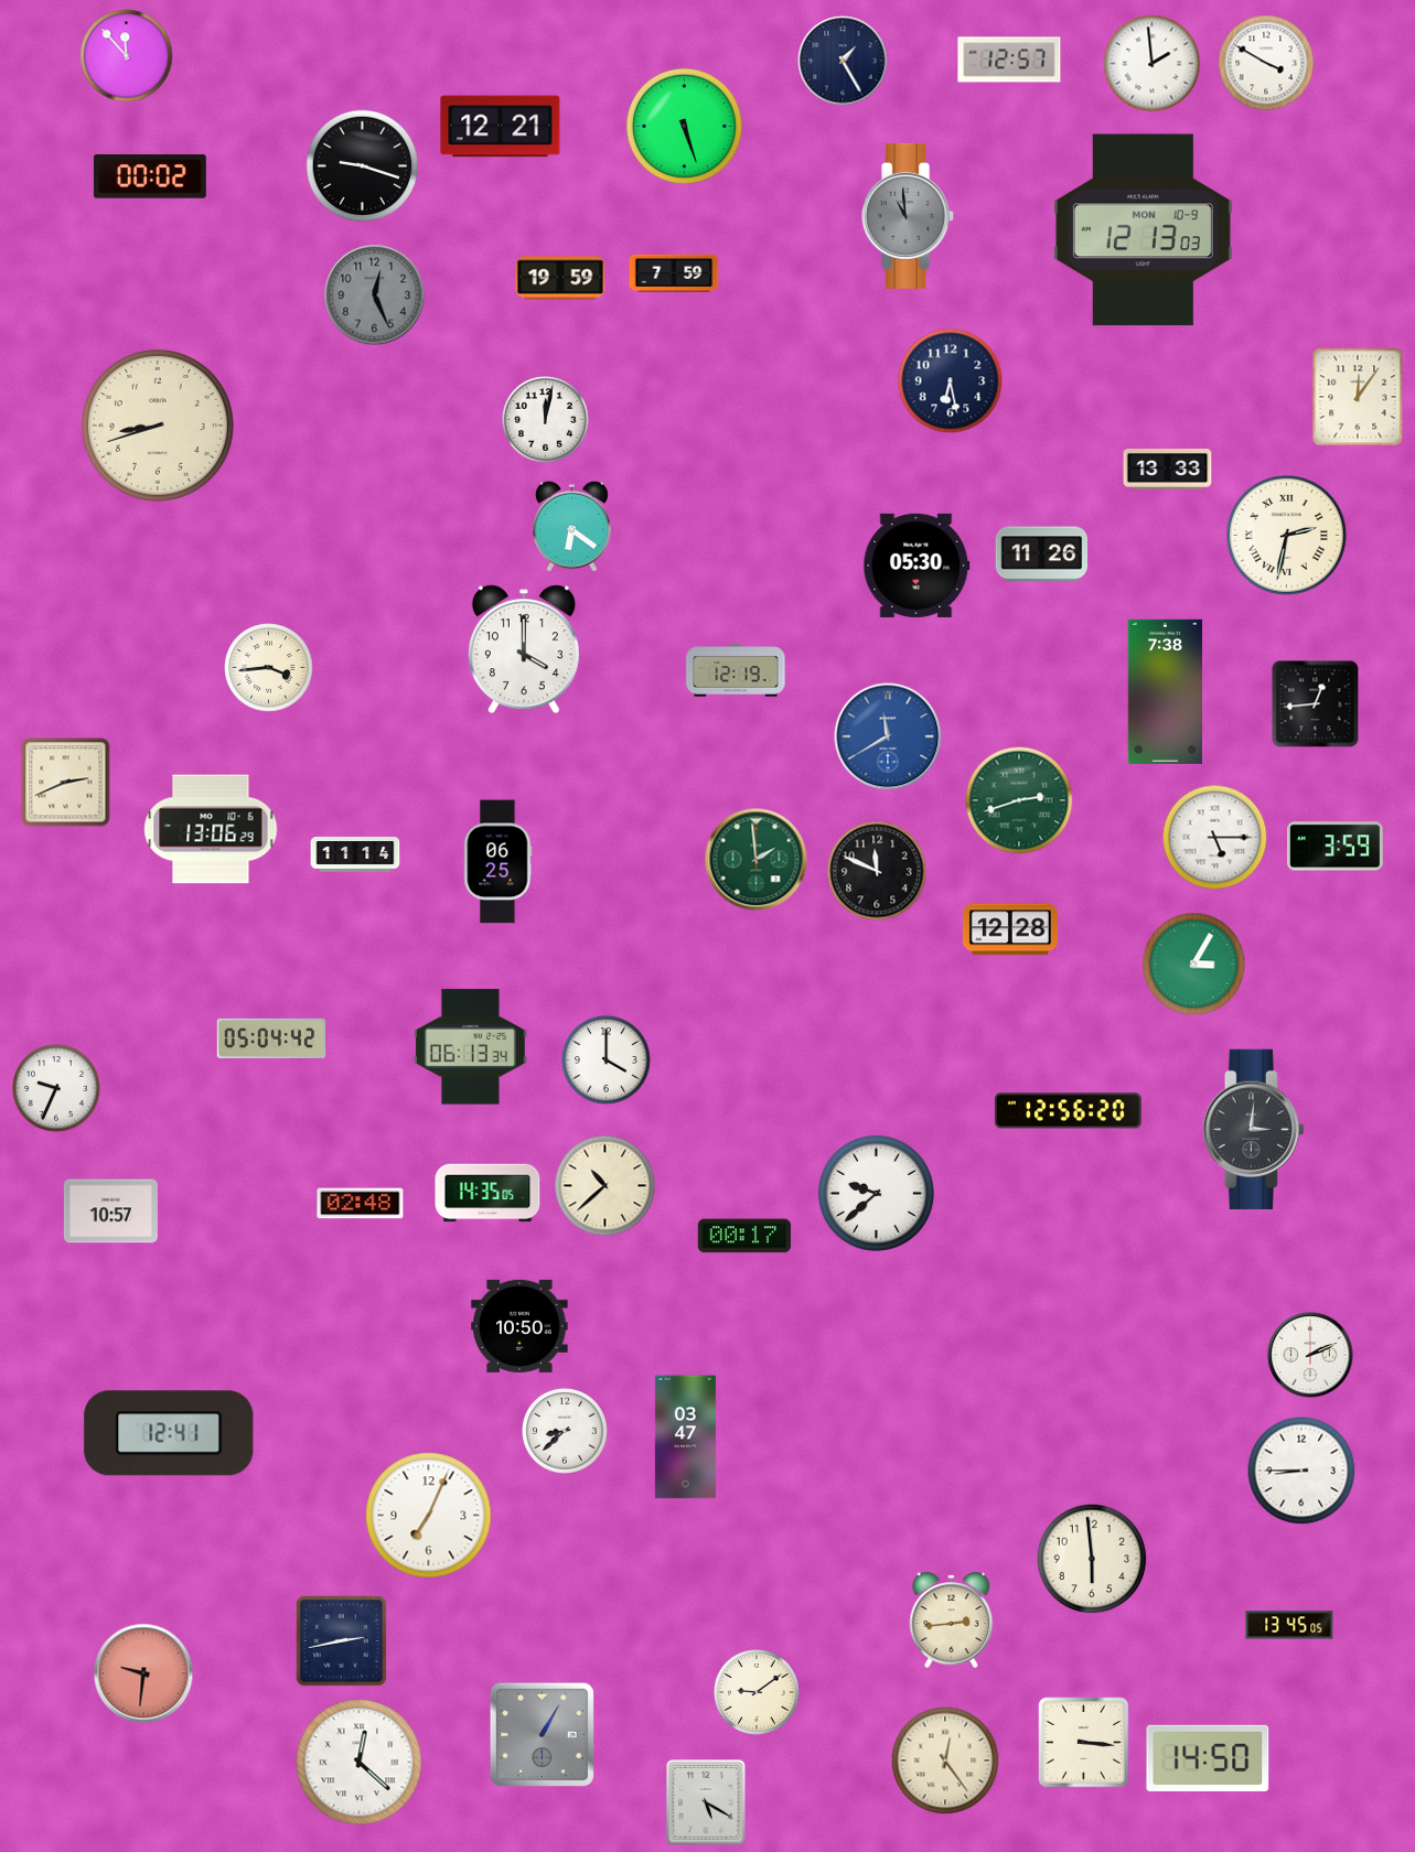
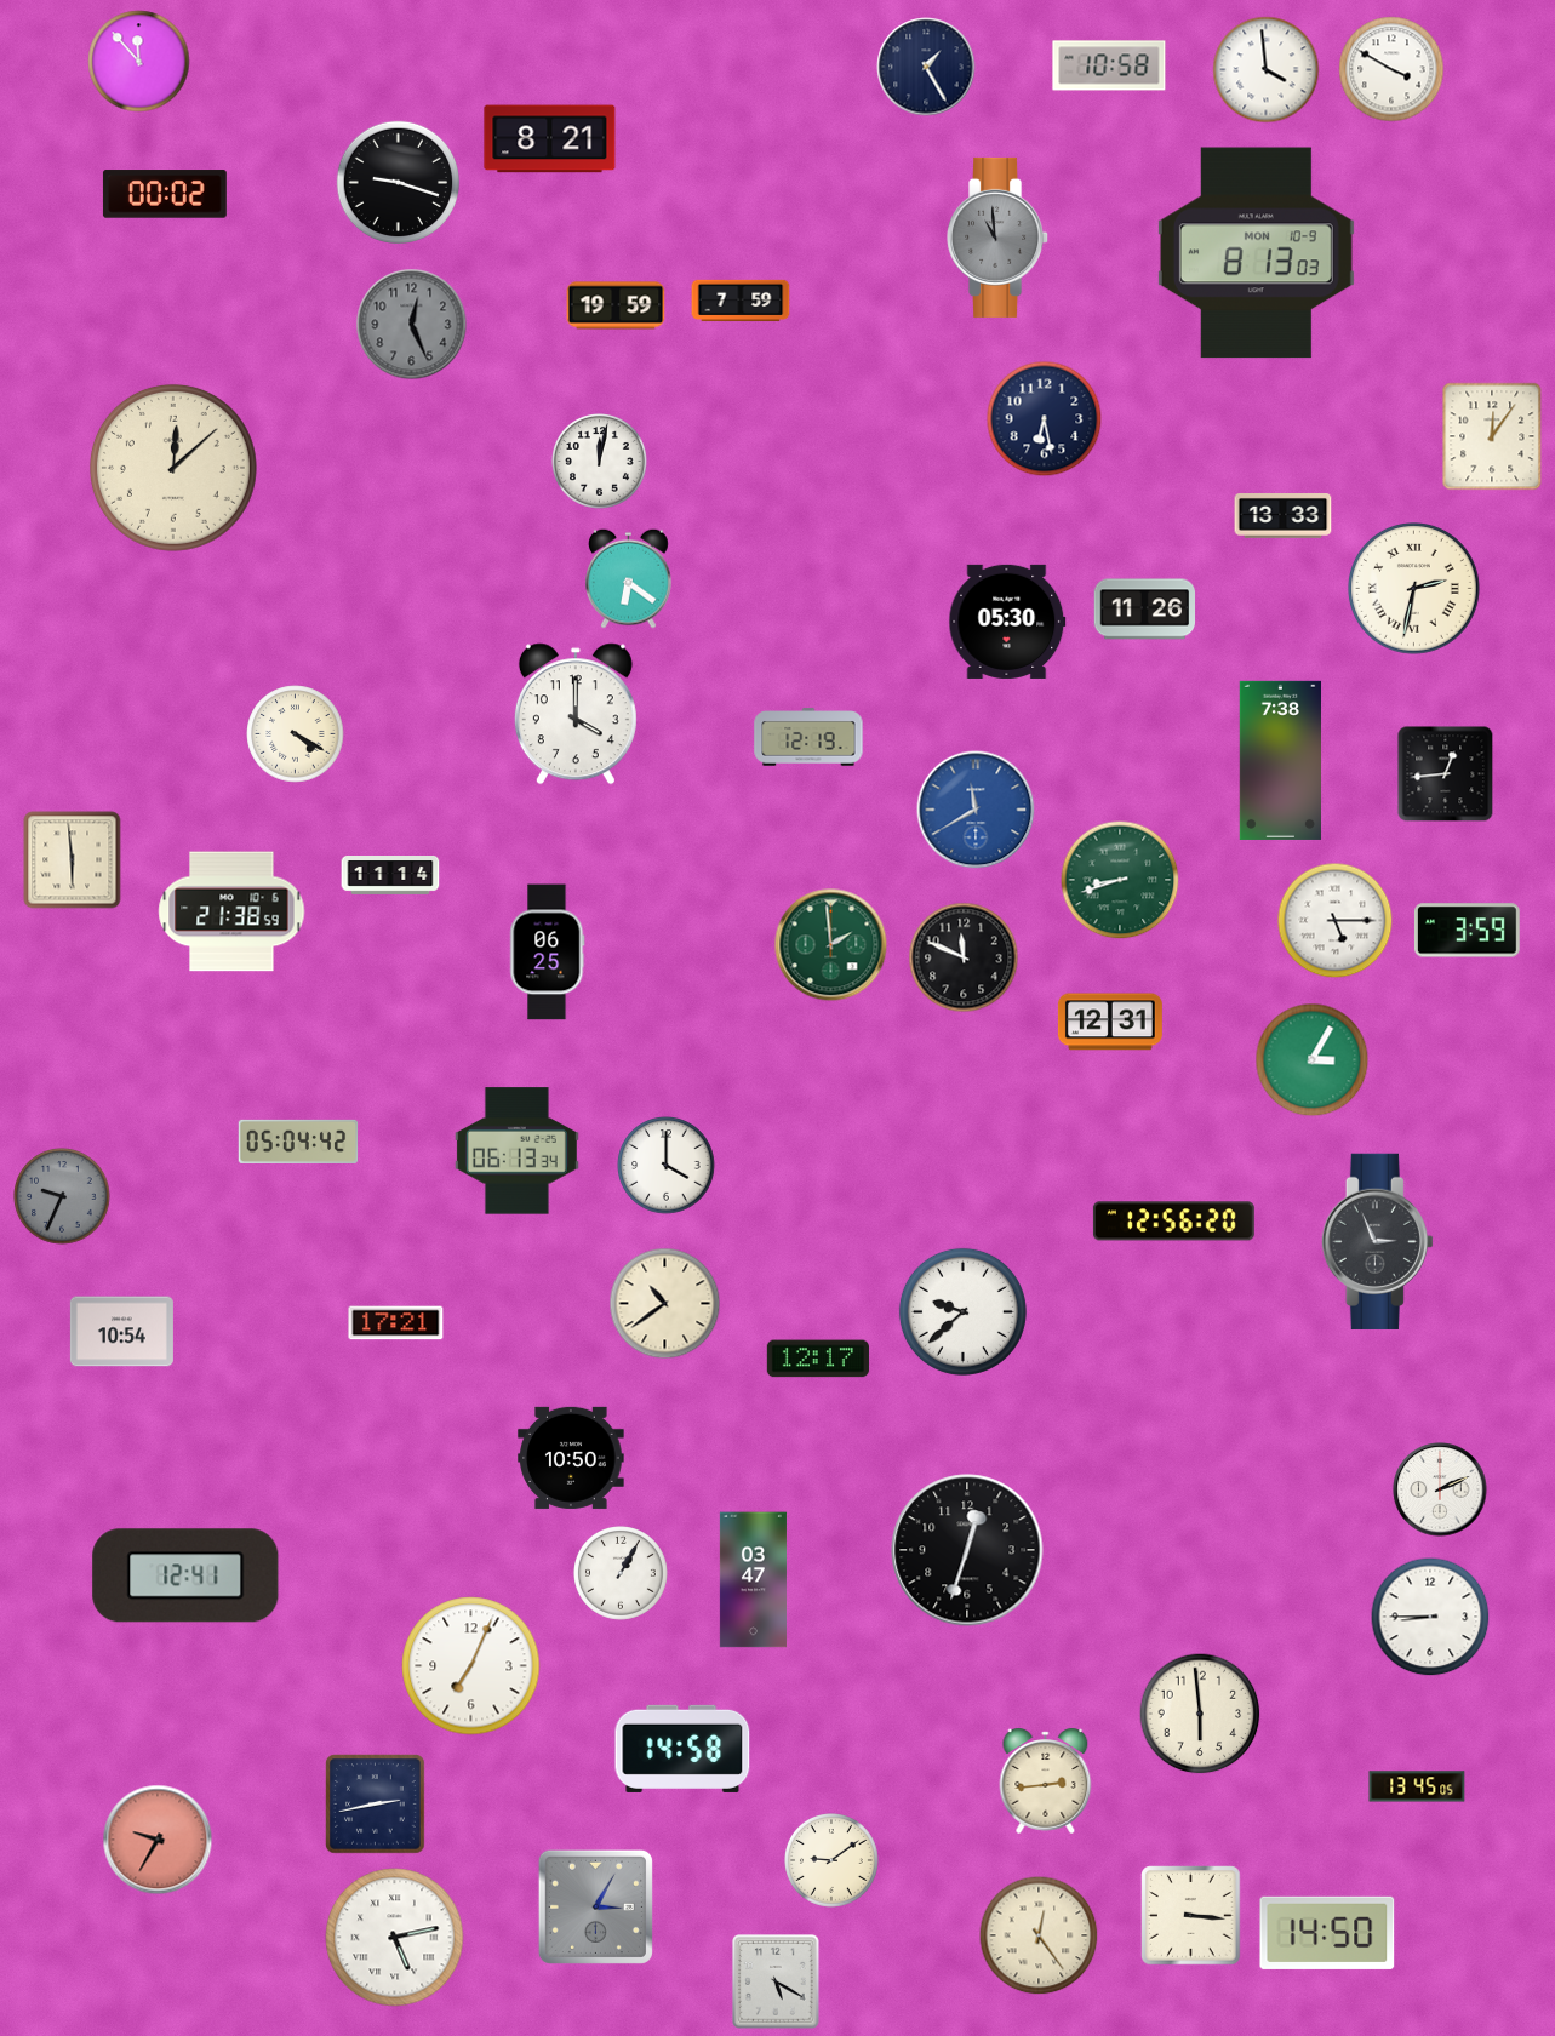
clock at (1009, 60): 12:57 -> 10:58
clock at (1153, 64): 1:59 -> 3:59
clock at (684, 126): 5:27 -> none
clock at (501, 127): 12:21 -> 8:21
clock at (1143, 230): 12:13 -> 8:13
clock at (158, 426): 8:42 -> 12:08
clock at (269, 668): 3:44 -> 4:20
clock at (66, 783): 2:41 -> 5:59
clock at (1019, 800): 2:42 -> 8:42
clock at (211, 829): 13:06 -> 21:38
clock at (355, 855) position: (355, 855) -> (390, 876)
clock at (499, 862) position: (499, 862) -> (548, 953)
clock at (1010, 929): 12:28 -> 12:31
clock at (56, 1088) dial: white -> grey
clock at (1253, 1129): 3:01 -> 2:56
clock at (605, 1186): 10:38 -> 10:39
clock at (487, 1193): 14:35 -> none
clock at (361, 1204): 02:48 -> 17:21
clock at (110, 1212): 10:57 -> 10:54
clock at (744, 1236): 00:17 -> 12:17
clock at (967, 1550): none -> 12:33
clock at (566, 1432): 8:38 -> 1:05
clock at (682, 1749): none -> 14:58
clock at (143, 1673): 9:31 -> 9:35
clock at (542, 1734): 1:05 -> 3:05
clock at (360, 1763): 12:22 -> 5:13
